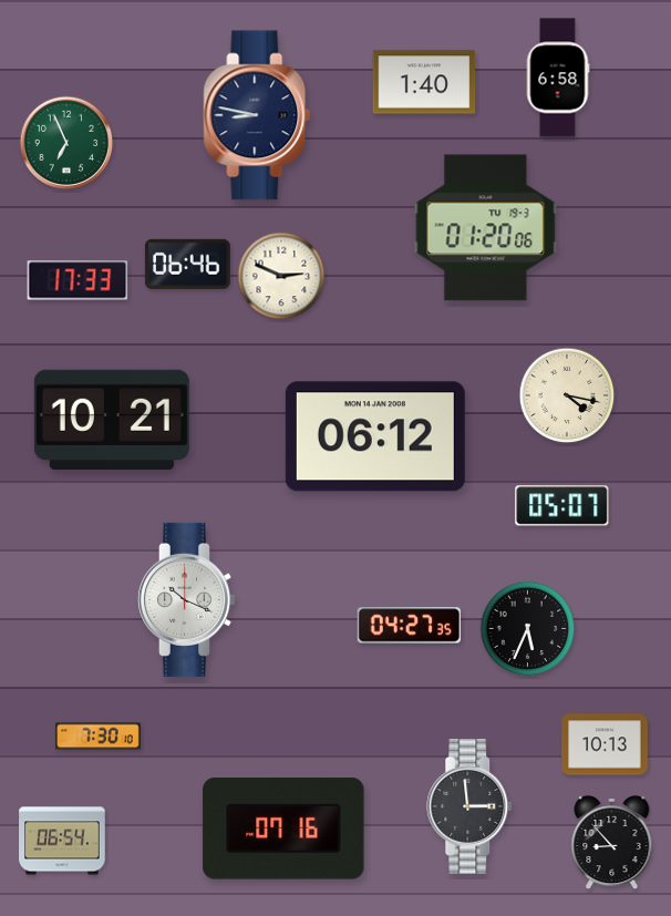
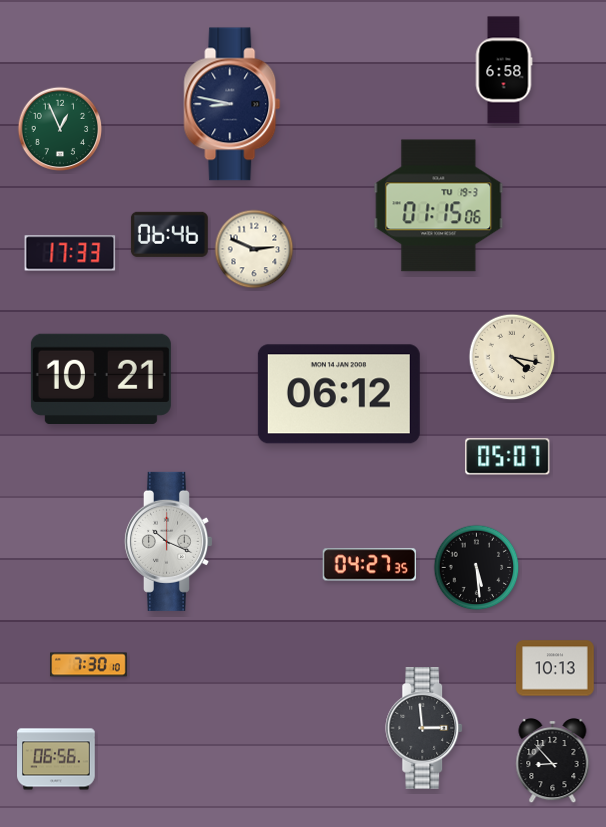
clock at (424, 82): 1:40 -> none
clock at (66, 143): 6:56 -> 12:56
clock at (486, 228): 01:20 -> 01:15
clock at (187, 264) position: (187, 264) -> (169, 234)
clock at (528, 629): 5:34 -> 5:29
clock at (605, 744) position: (605, 744) -> (555, 668)
clock at (283, 828): 07:16 -> none
clock at (62, 841): 06:54 -> 06:56
